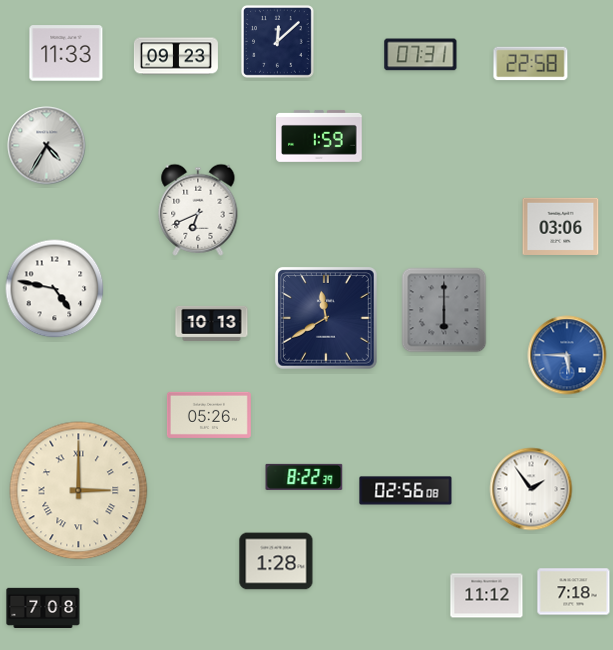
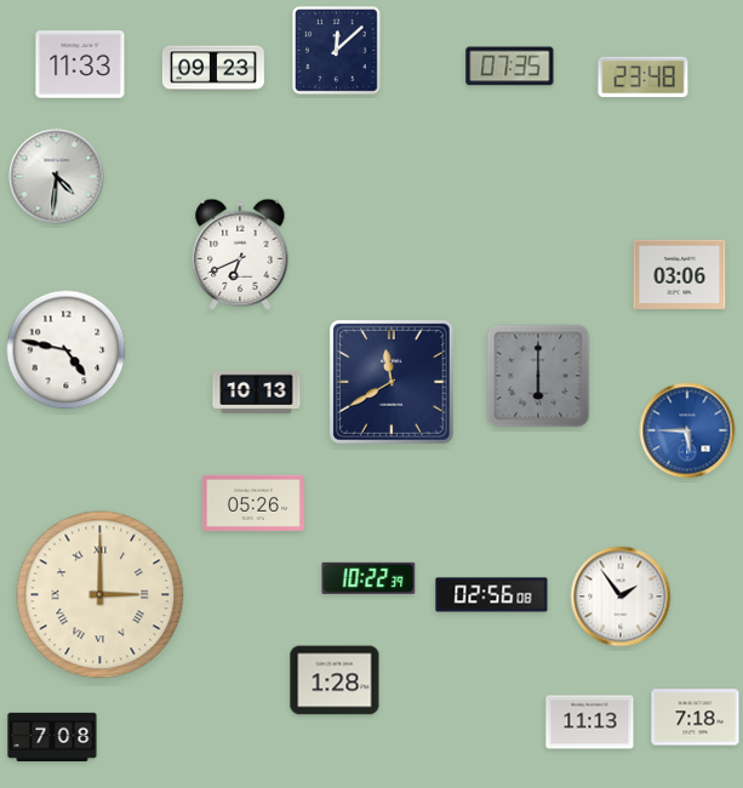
clock at (421, 55): 07:31 -> 07:35
clock at (531, 64): 22:58 -> 23:48
clock at (319, 136): 1:59 -> none
clock at (47, 146): 4:35 -> 4:31
clock at (327, 319) position: (327, 319) -> (393, 383)
clock at (304, 477): 8:22 -> 10:22
clock at (531, 489) position: (531, 489) -> (621, 596)
clock at (79, 491) position: (79, 491) -> (101, 595)
clock at (487, 596): 11:12 -> 11:13
